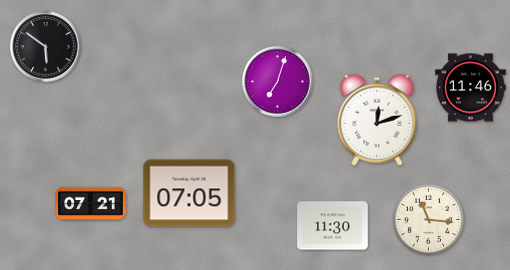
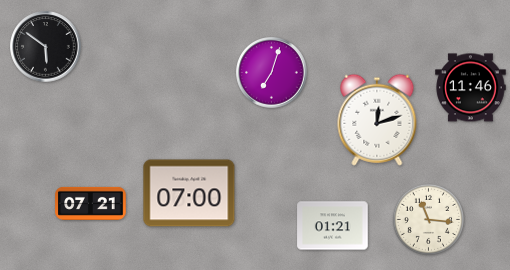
clock at (278, 82) position: (278, 82) -> (272, 73)
clock at (189, 193): 07:05 -> 07:00
clock at (333, 226): 11:30 -> 01:21
